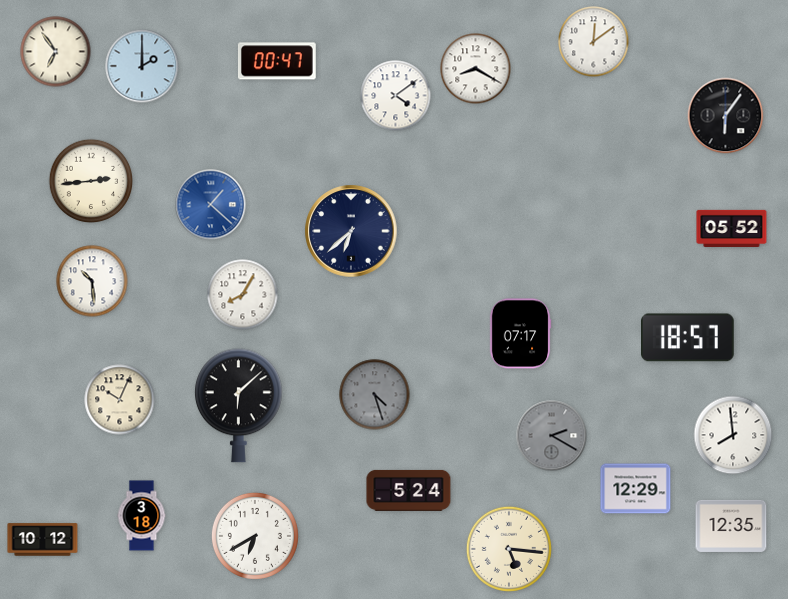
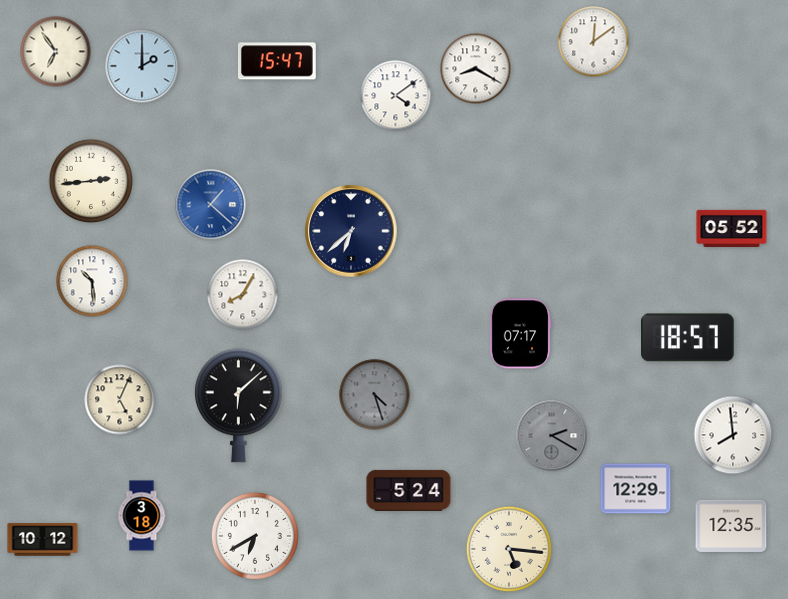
clock at (277, 61): 00:47 -> 15:47
clock at (726, 116): 6:06 -> none
clock at (120, 400): 10:04 -> 5:04
